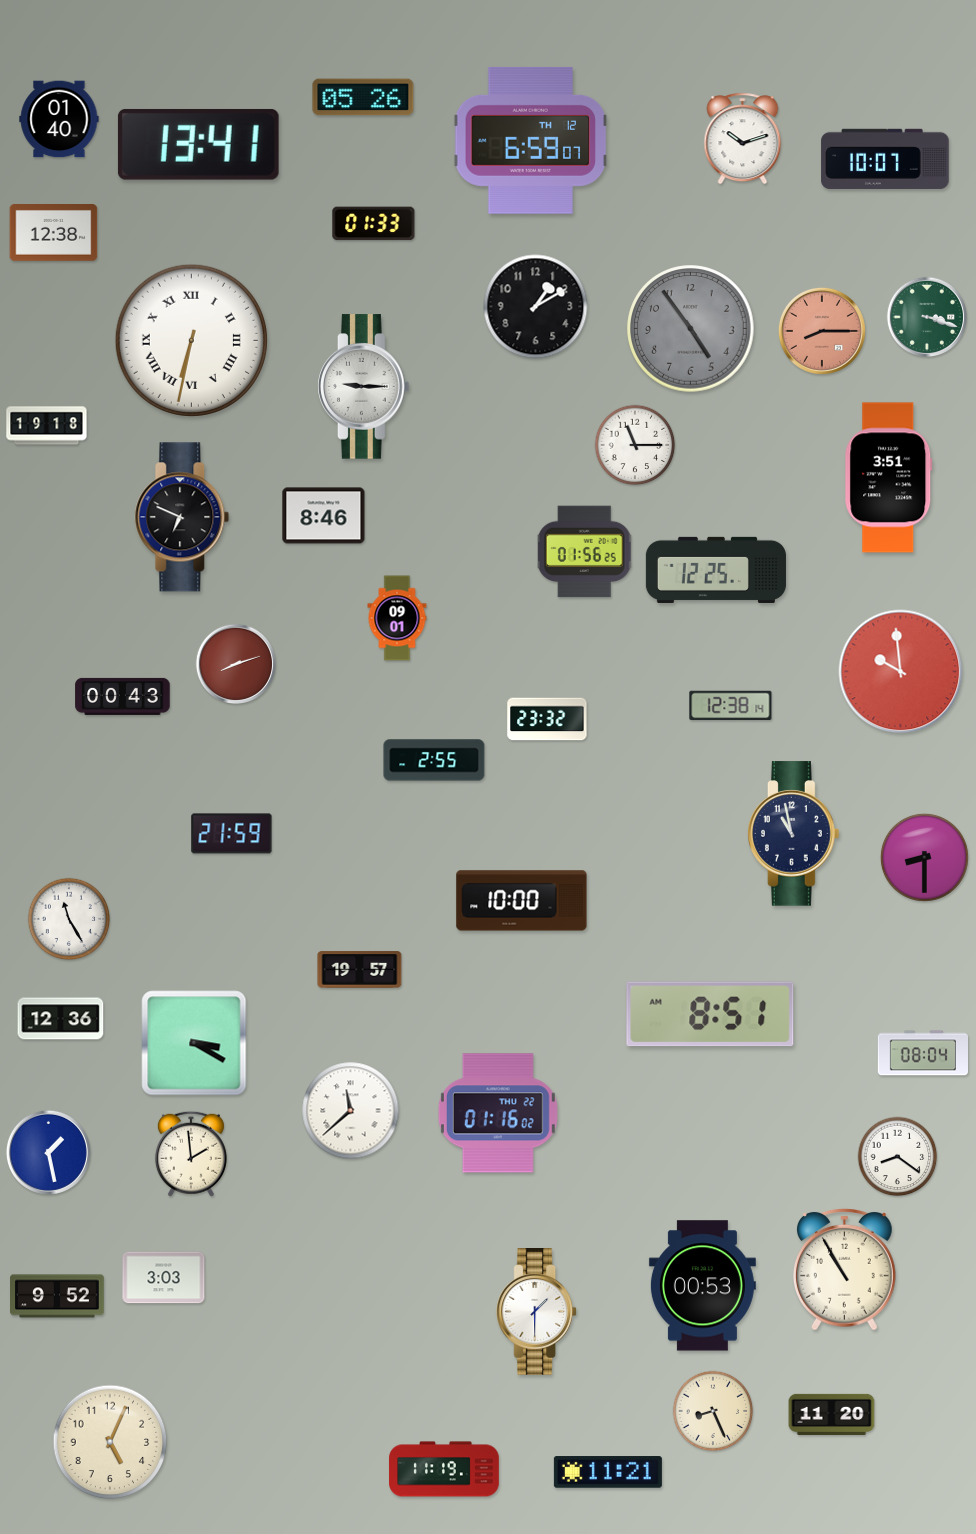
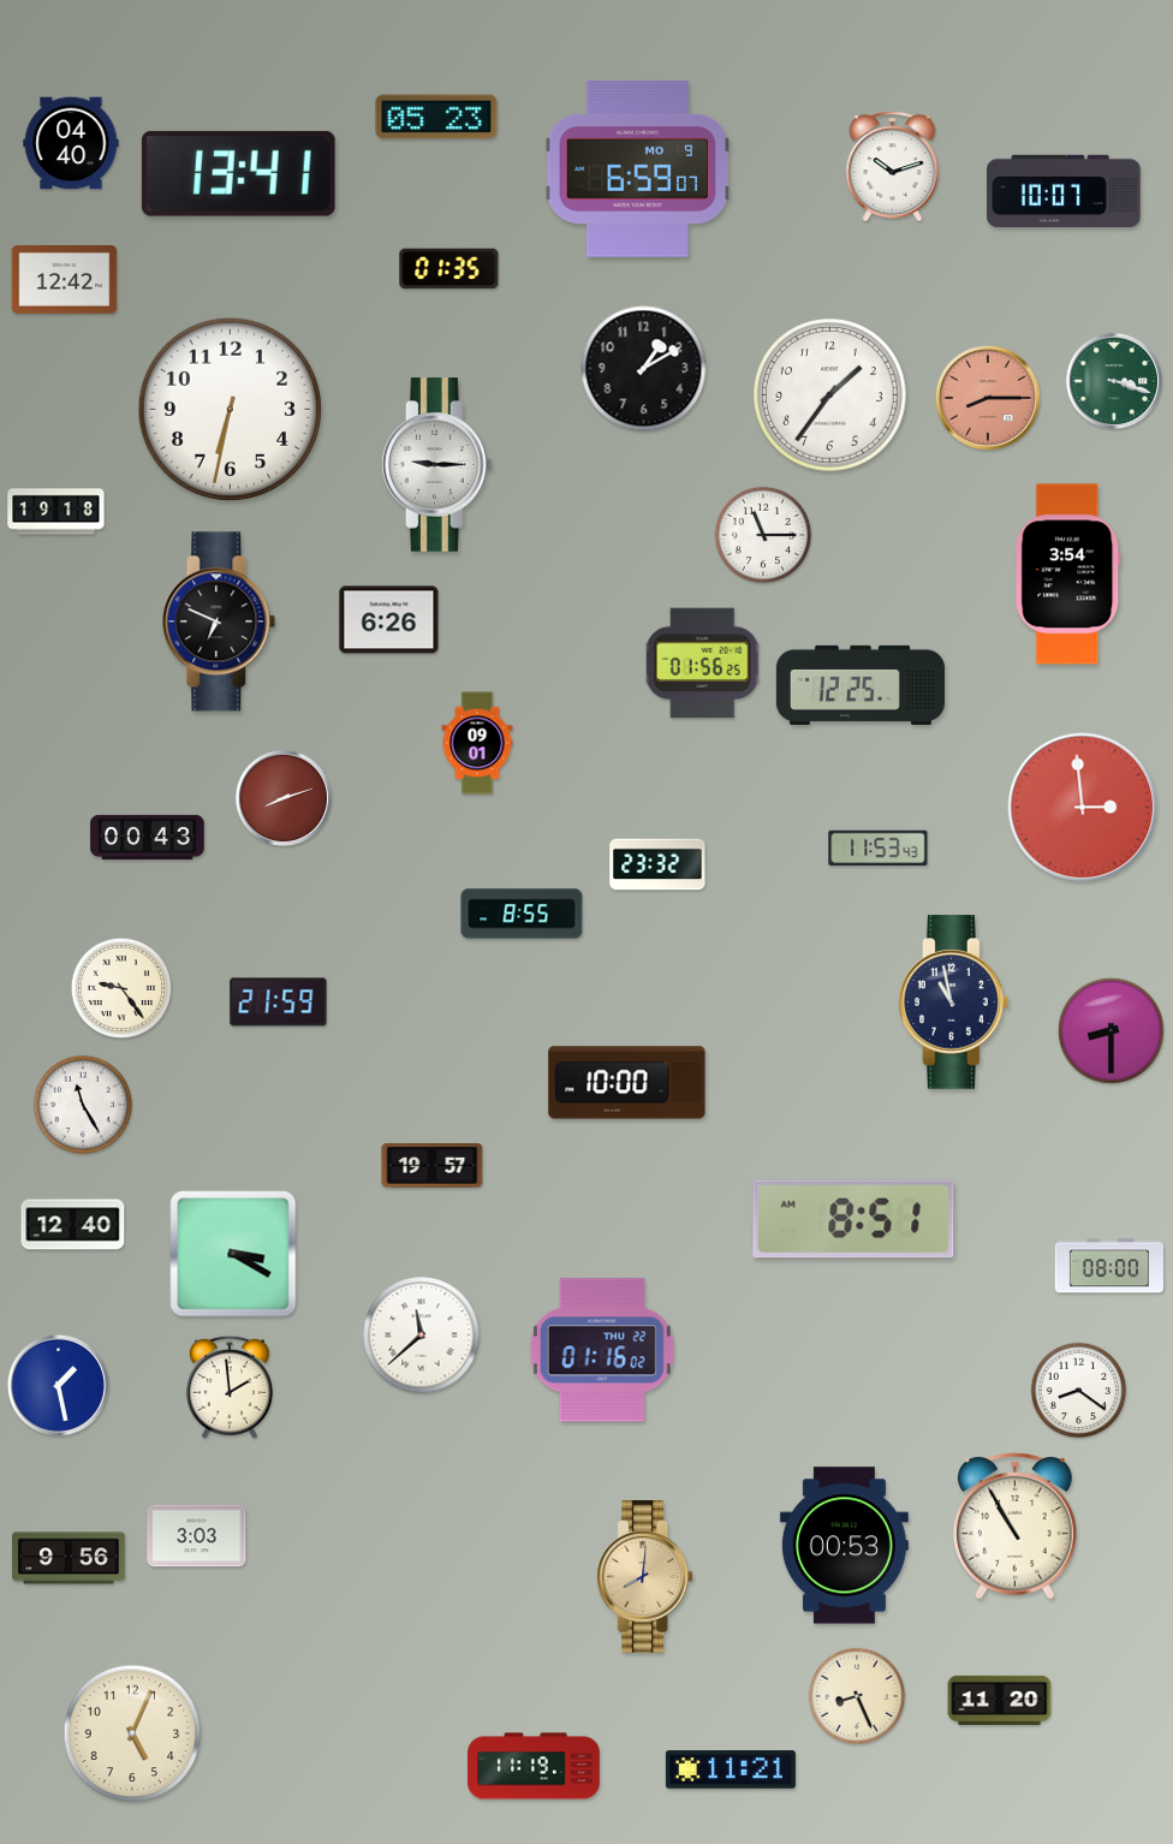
clock at (363, 97): 05:26 -> 05:23
clock at (59, 119): 01:40 -> 04:40
clock at (531, 140) date: TH 12 -> MO 9
clock at (374, 224): 01:33 -> 01:35
clock at (54, 233): 12:38 -> 12:42
clock at (691, 329): 4:54 -> 1:36
clock at (691, 329) dial: grey -> white
clock at (191, 340) numerals: Roman -> Arabic
clock at (889, 478): 3:51 -> 3:54
clock at (324, 516): 8:46 -> 6:26
clock at (901, 672): 9:59 -> 2:59
clock at (731, 706): 12:38 -> 11:53
clock at (434, 760): 2:55 -> 8:55
clock at (120, 987): none -> 9:24
clock at (61, 1019): 12:36 -> 12:40
clock at (922, 1053): 08:04 -> 08:00
clock at (498, 1113) position: (498, 1113) -> (602, 1350)
clock at (57, 1296): 9:52 -> 9:56
clock at (537, 1312): 1:30 -> 8:01
clock at (537, 1312) dial: white -> champagne
